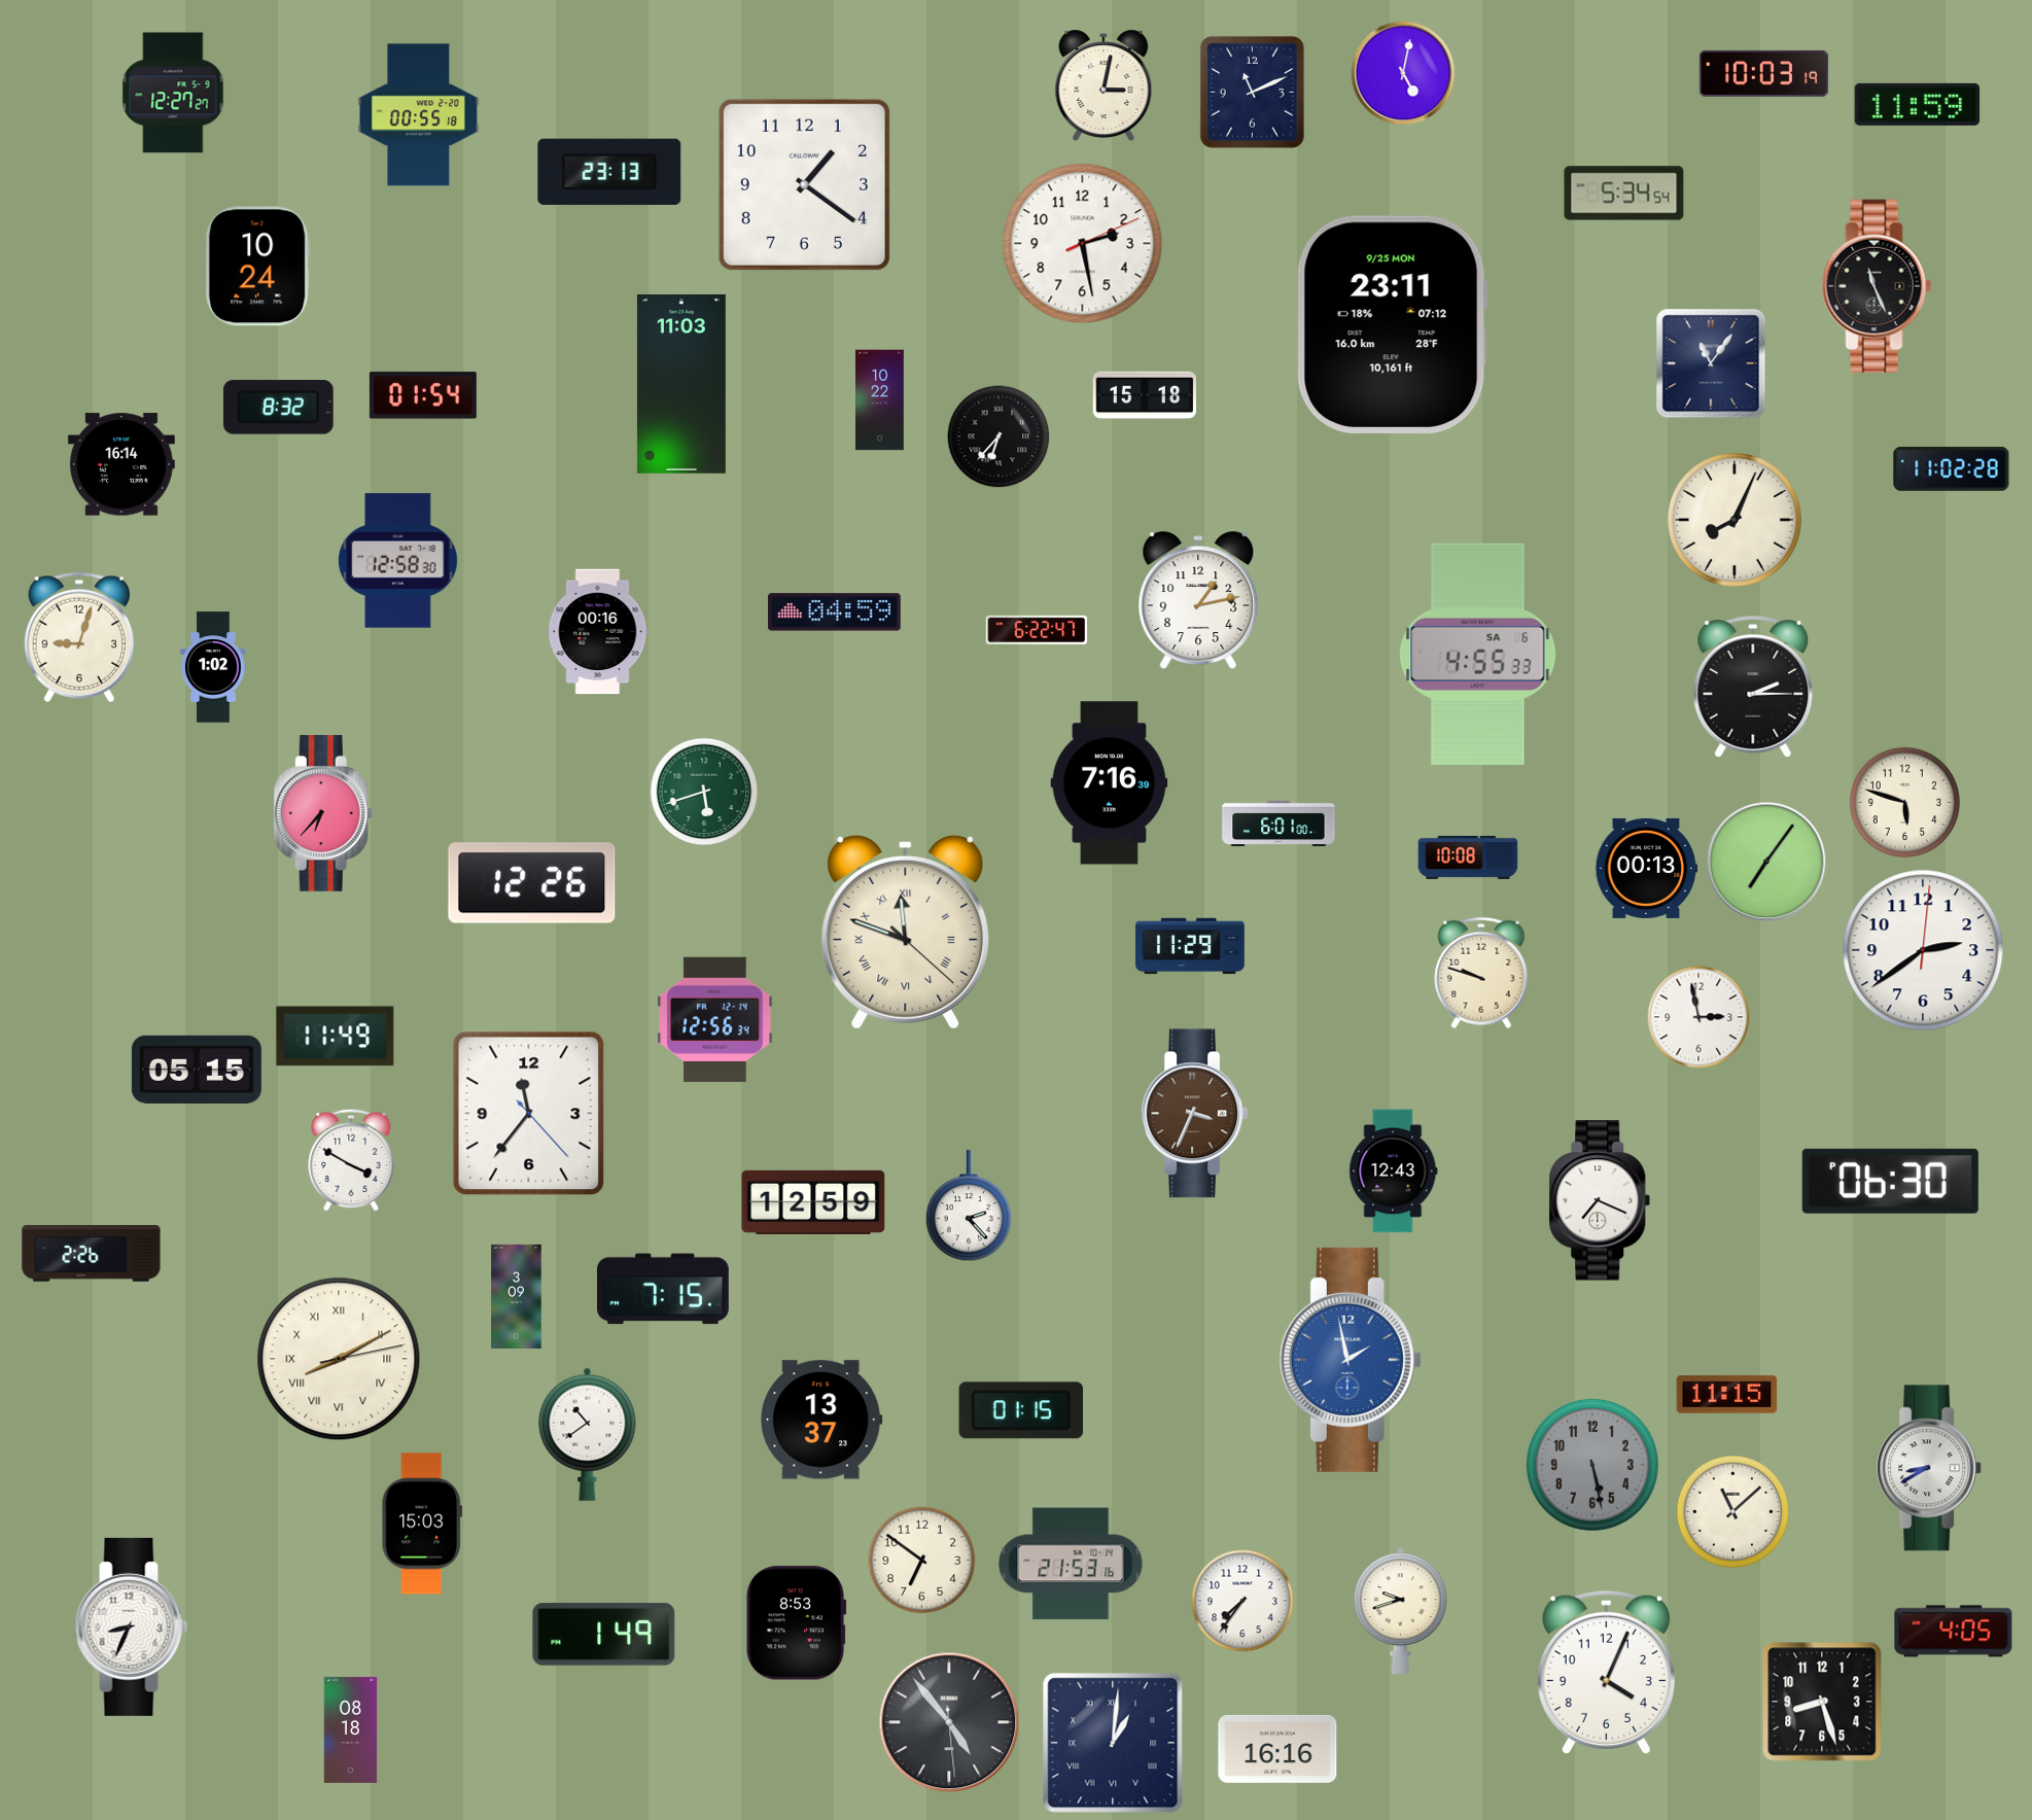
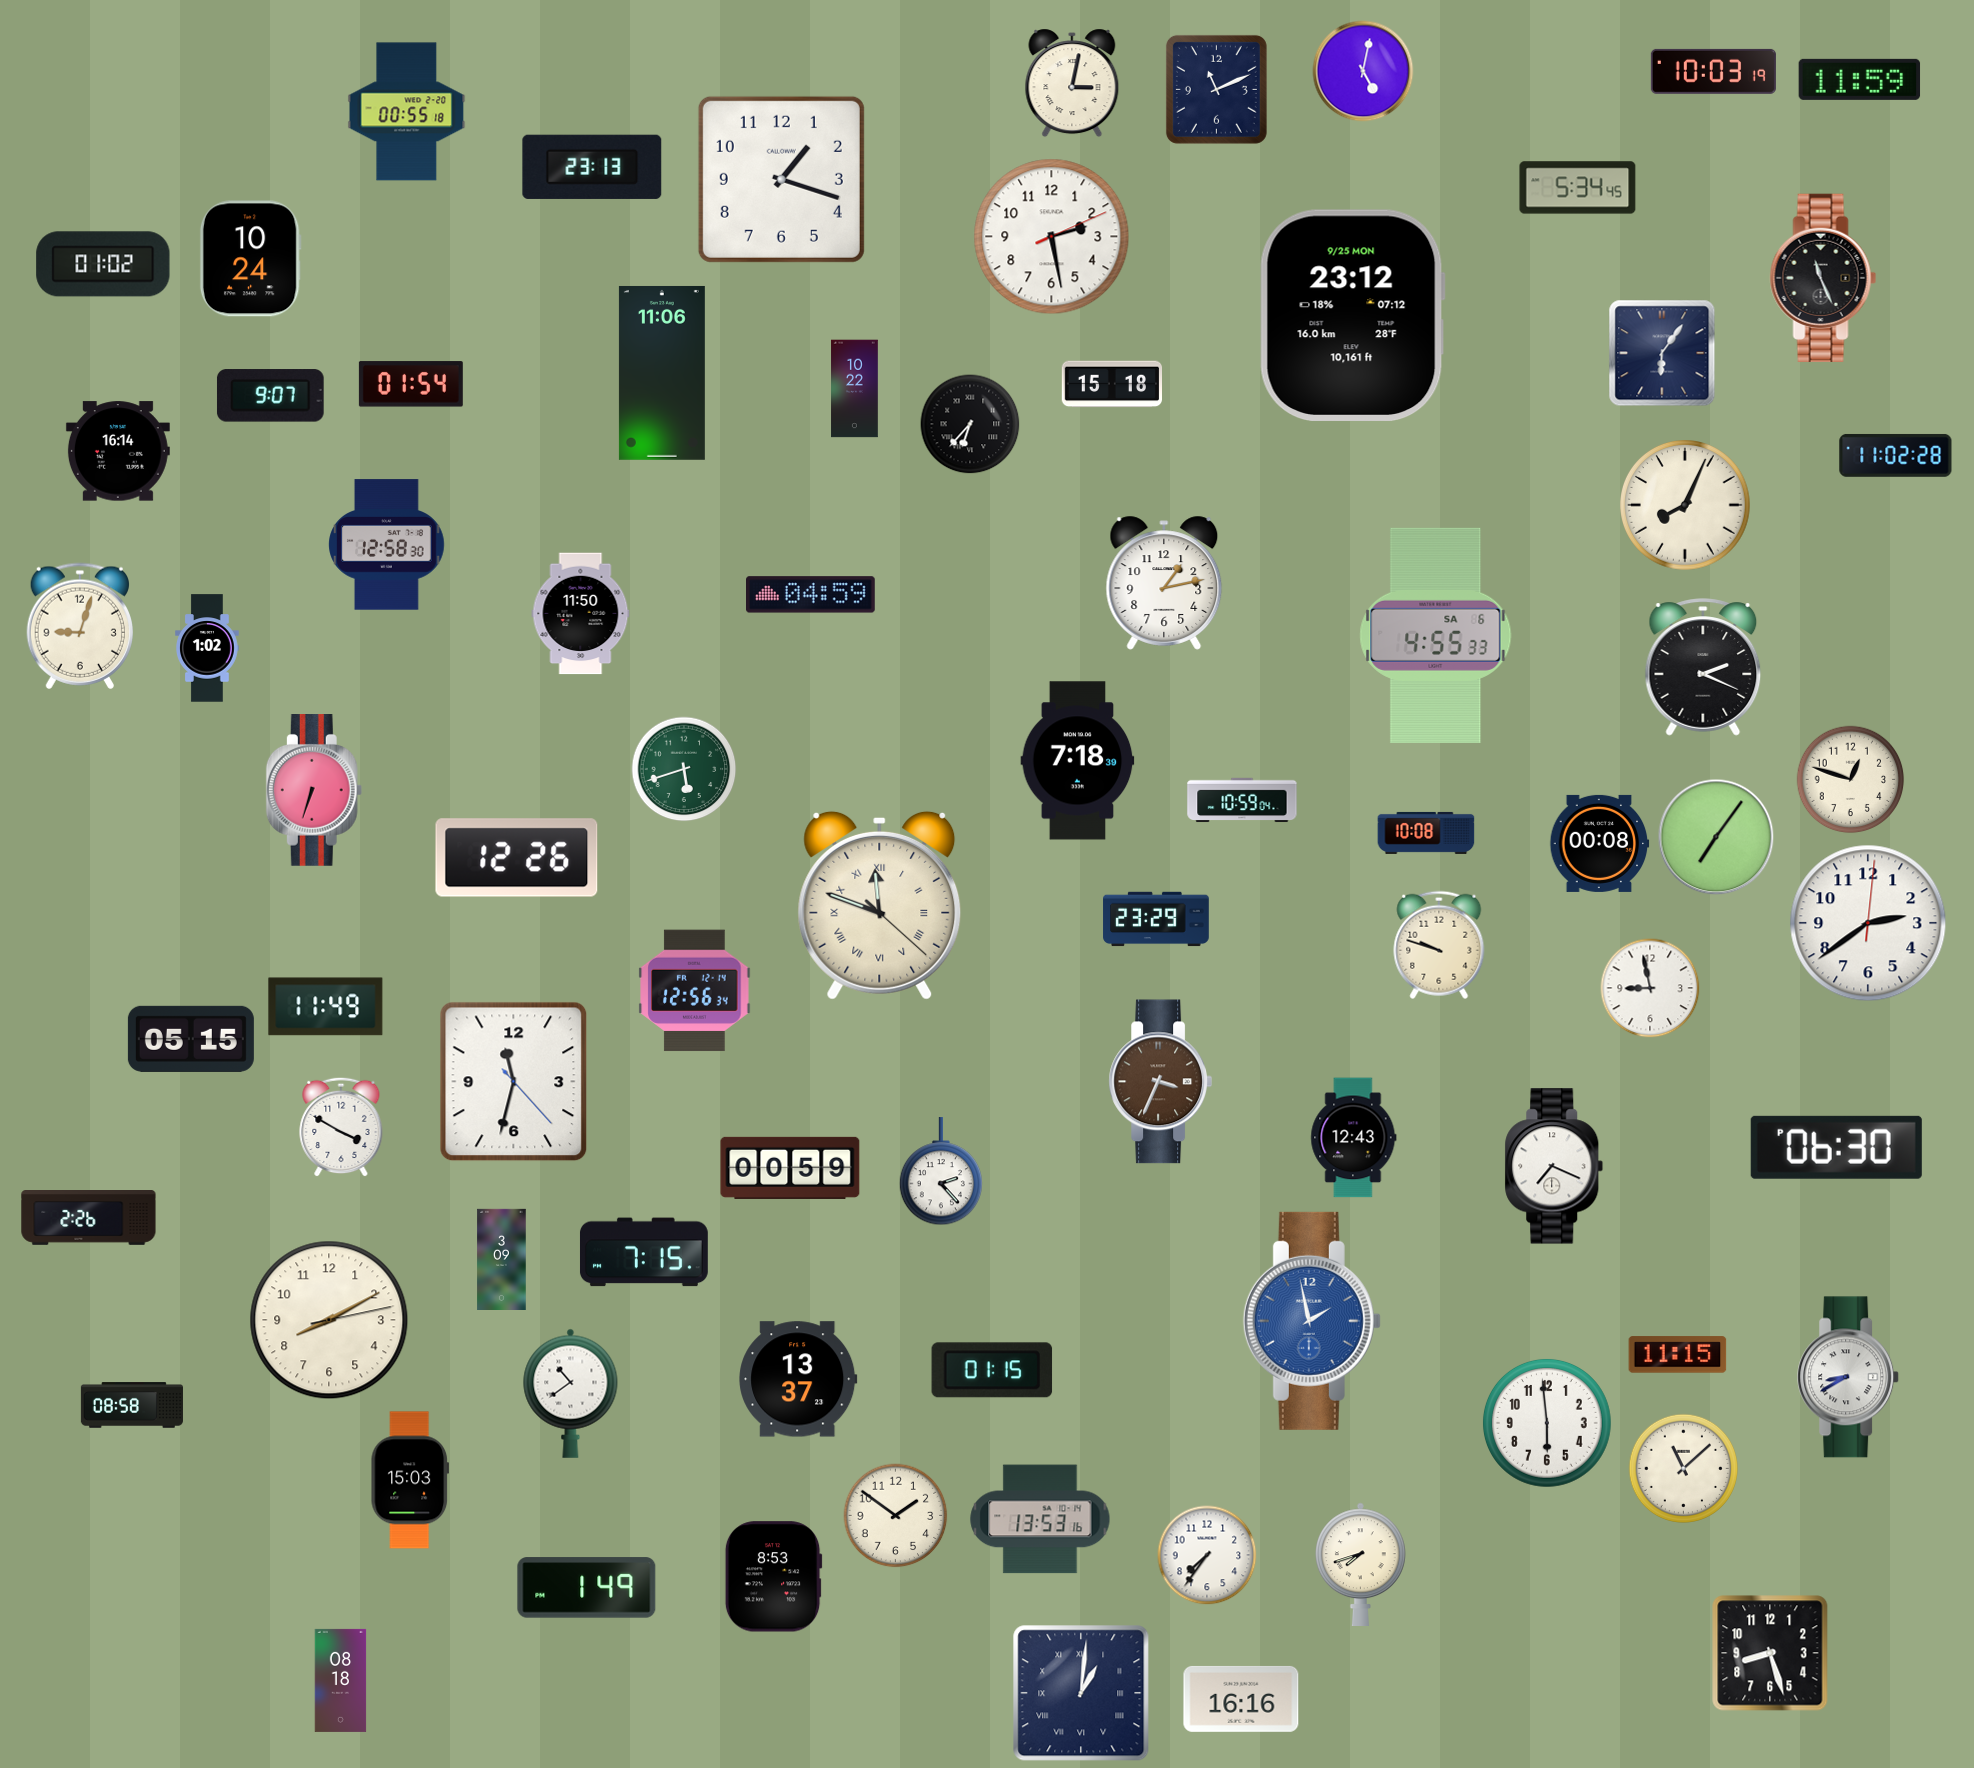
clock at (173, 93): 12:27 -> none
clock at (1918, 104) position: (1918, 104) -> (1860, 79)
clock at (804, 184): 1:21 -> 1:18
clock at (1624, 194): 5:34:54 -> 5:34:45
clock at (103, 264): none -> 01:02
clock at (1392, 324): 23:11 -> 23:12
clock at (1711, 363): 11:06 -> 6:06
clock at (681, 384): 11:03 -> 11:06
clock at (278, 408): 8:32 -> 9:07
clock at (1037, 630): 6:22 -> none
clock at (598, 632): 00:16 -> 11:50
clock at (78, 637) position: (78, 637) -> (79, 626)
clock at (1753, 687): 2:15 -> 2:19
clock at (1110, 783): 7:16 -> 7:18
clock at (1905, 803): 5:48 -> 12:48
clock at (323, 814): 6:37 -> 6:33
clock at (1278, 824): 6:01 -> 10:59
clock at (1647, 868): 00:13 -> 00:08
clock at (1190, 946): 11:29 -> 23:29
clock at (1698, 1017): 2:58 -> 8:58
clock at (529, 1114): 11:36 -> 11:32
clock at (813, 1202): 12:59 -> 00:59
clock at (339, 1359) numerals: Roman -> Arabic
clock at (132, 1405): none -> 08:58
clock at (1592, 1465): 5:28 -> 5:59
clock at (1592, 1465) dial: grey -> white
clock at (1930, 1468) position: (1930, 1468) -> (1849, 1377)
clock at (922, 1561): 6:51 -> 1:51
clock at (1071, 1564): 21:53 -> 13:53
clock at (1401, 1610): 9:42 -> 7:42
clock at (132, 1626): 8:34 -> none
clock at (1954, 1632): 4:05 -> none
clock at (1606, 1673): 4:04 -> none
clock at (949, 1722): 4:53 -> none
